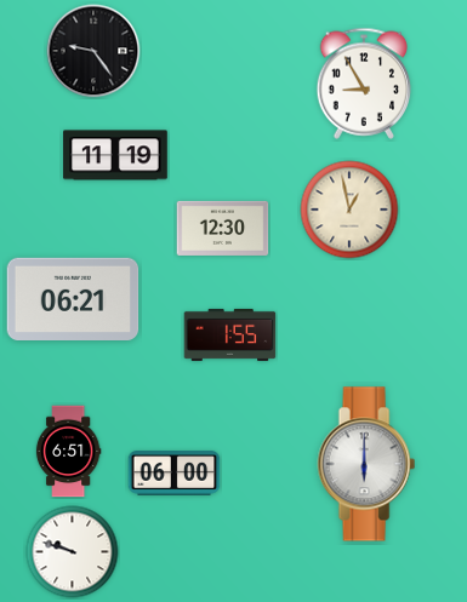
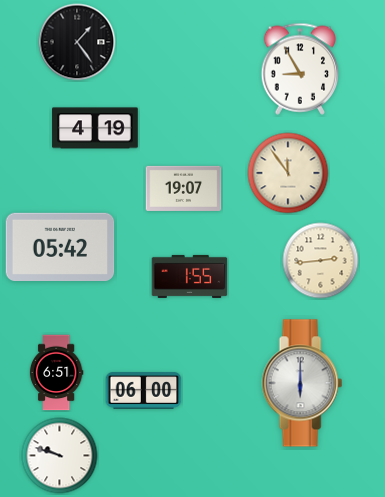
clock at (93, 51): 9:24 -> 1:24
clock at (115, 155): 11:19 -> 4:19
clock at (349, 210): 12:58 -> 11:54
clock at (223, 228): 12:30 -> 19:07
clock at (73, 298): 06:21 -> 05:42
clock at (321, 261): none -> 2:44
